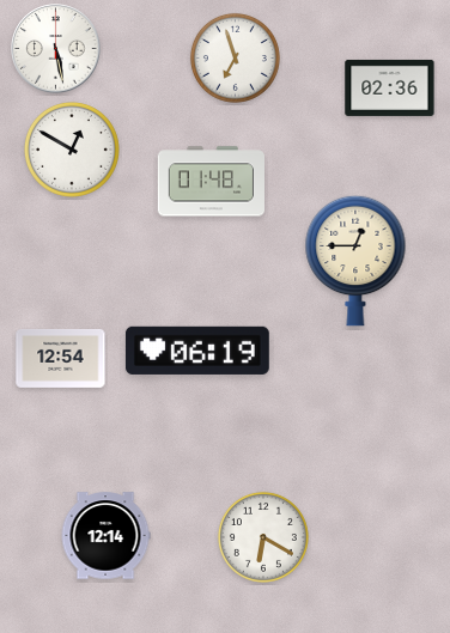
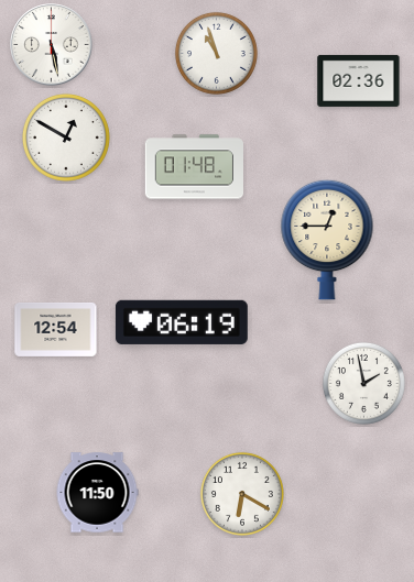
clock at (235, 57): 6:57 -> 10:57
clock at (363, 383): none -> 1:58
clock at (105, 536): 12:14 -> 11:50
